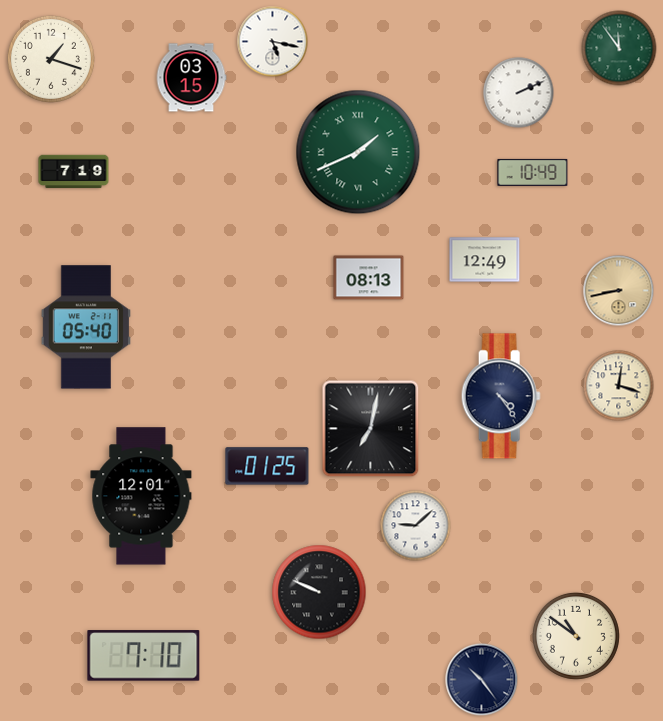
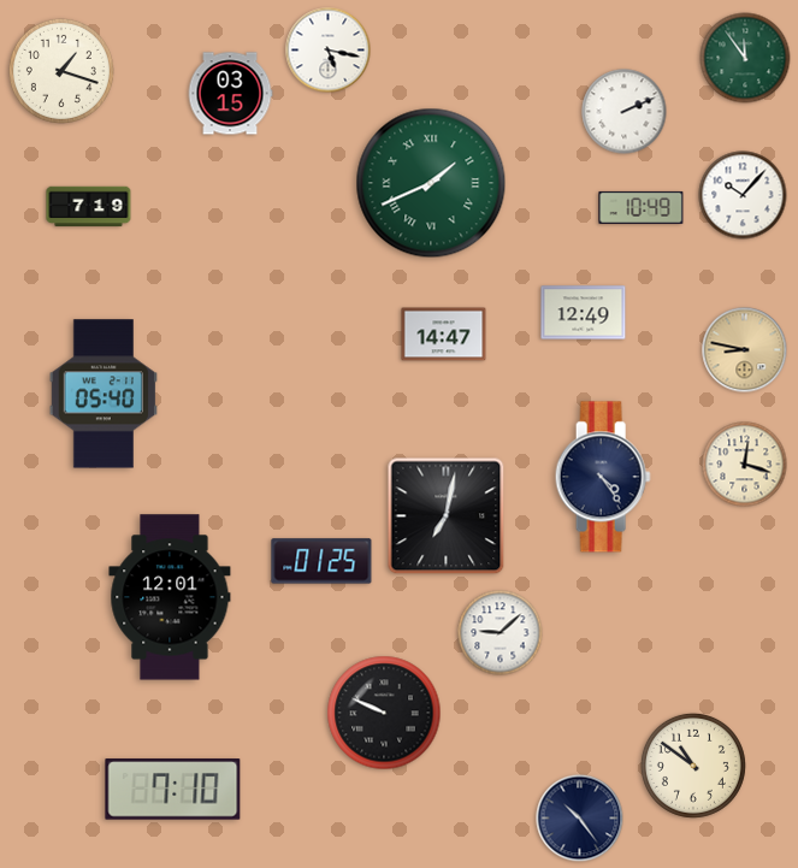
clock at (743, 195): none -> 10:07
clock at (369, 278): 08:13 -> 14:47
clock at (619, 291): 8:43 -> 8:47
